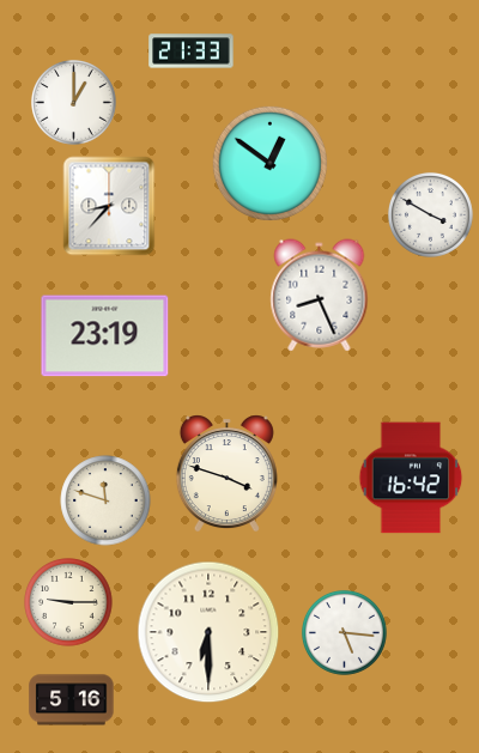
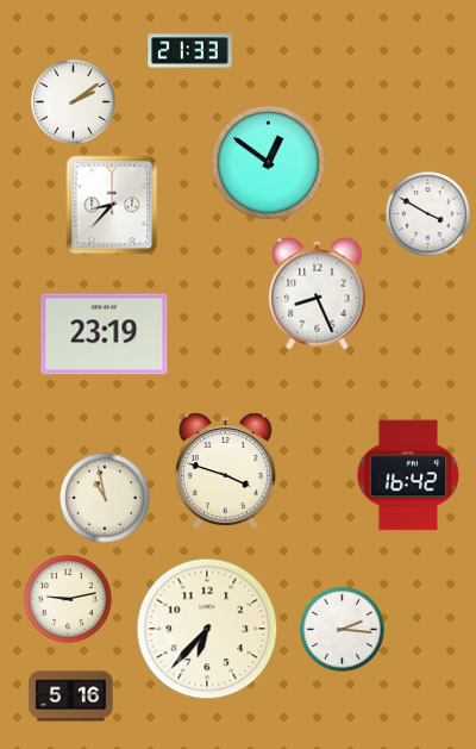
clock at (73, 102): 1:00 -> 2:09
clock at (109, 206) position: (109, 206) -> (112, 205)
clock at (105, 500): 11:48 -> 10:58
clock at (68, 602): 9:15 -> 9:13
clock at (208, 632): 6:30 -> 6:37
clock at (344, 632): 5:16 -> 2:16
